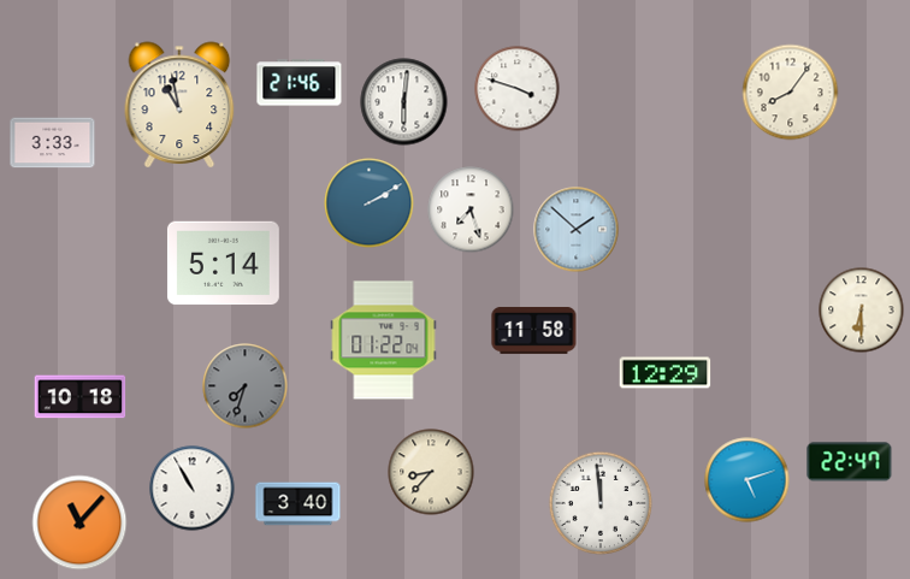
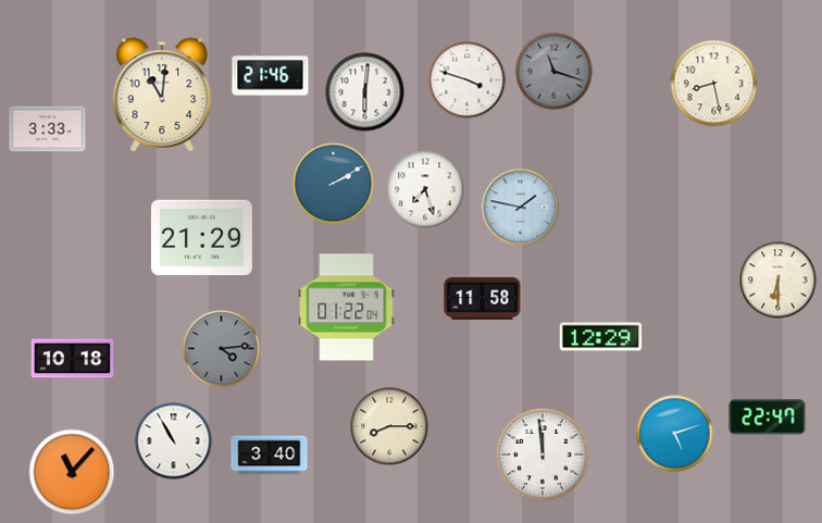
clock at (555, 72): none -> 11:18
clock at (791, 93): 8:06 -> 8:28
clock at (179, 105): 10:58 -> 11:01
clock at (577, 230): 1:52 -> 1:47
clock at (223, 264): 5:14 -> 21:29
clock at (246, 386): 7:33 -> 4:14
clock at (431, 472): 8:37 -> 8:15
